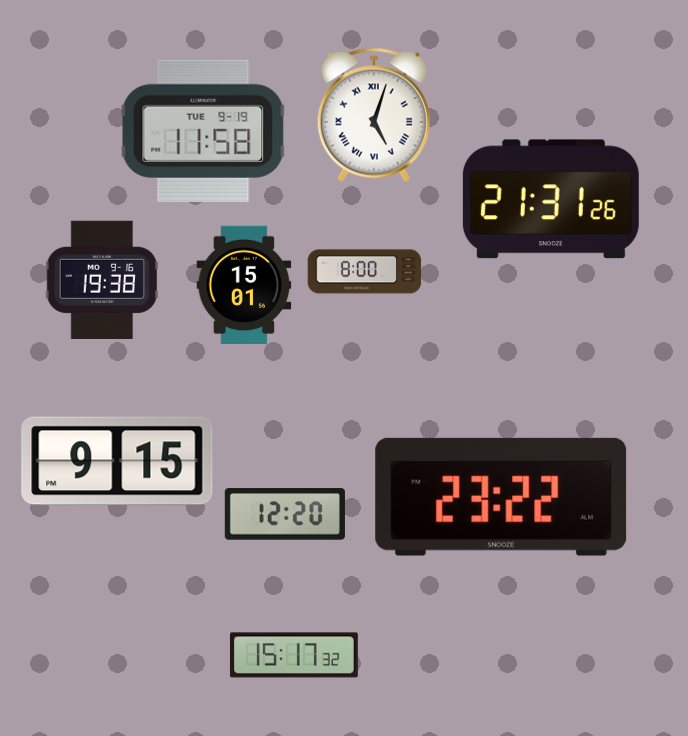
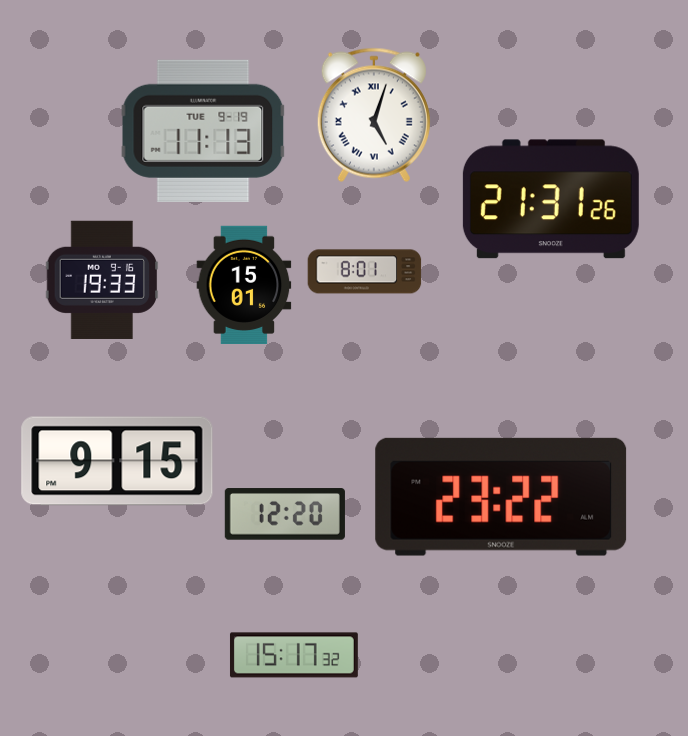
clock at (203, 131): 11:58 -> 11:13
clock at (365, 272): 8:00 -> 8:01
clock at (102, 280): 19:38 -> 19:33
